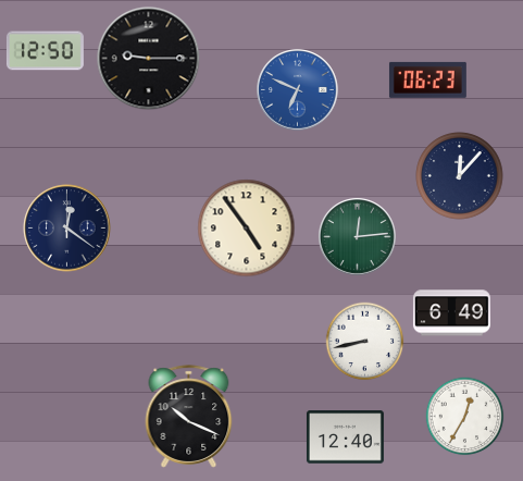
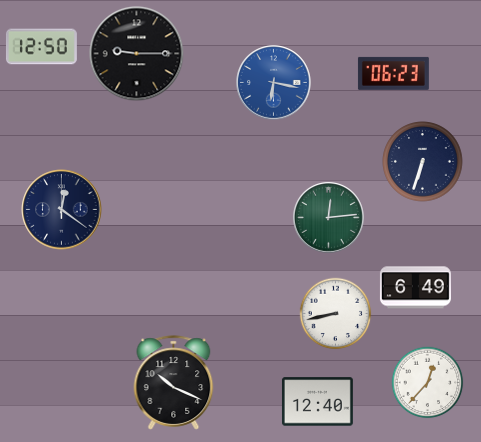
clock at (298, 90): 6:49 -> 6:17
clock at (460, 176): 12:07 -> 6:33
clock at (247, 229): 4:54 -> none
clock at (465, 417): 12:35 -> 12:37
